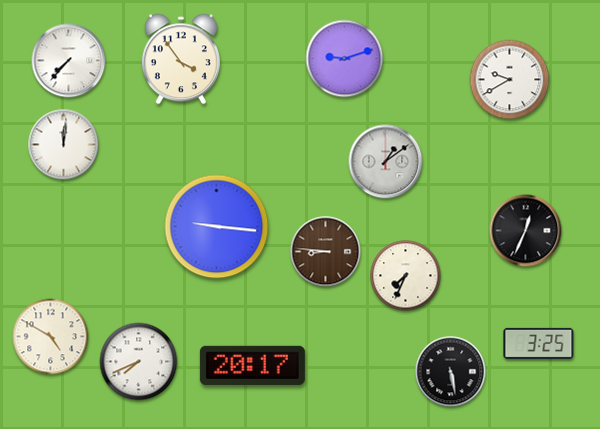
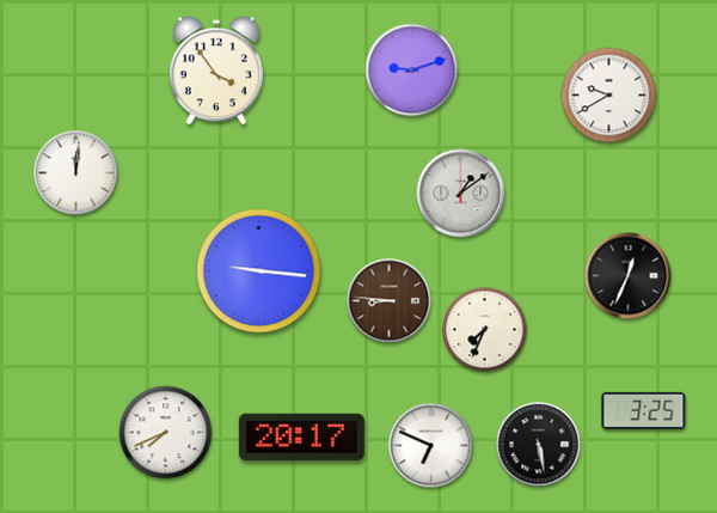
clock at (69, 61): 7:37 -> none
clock at (51, 337): 4:50 -> none
clock at (431, 446): none -> 6:49
